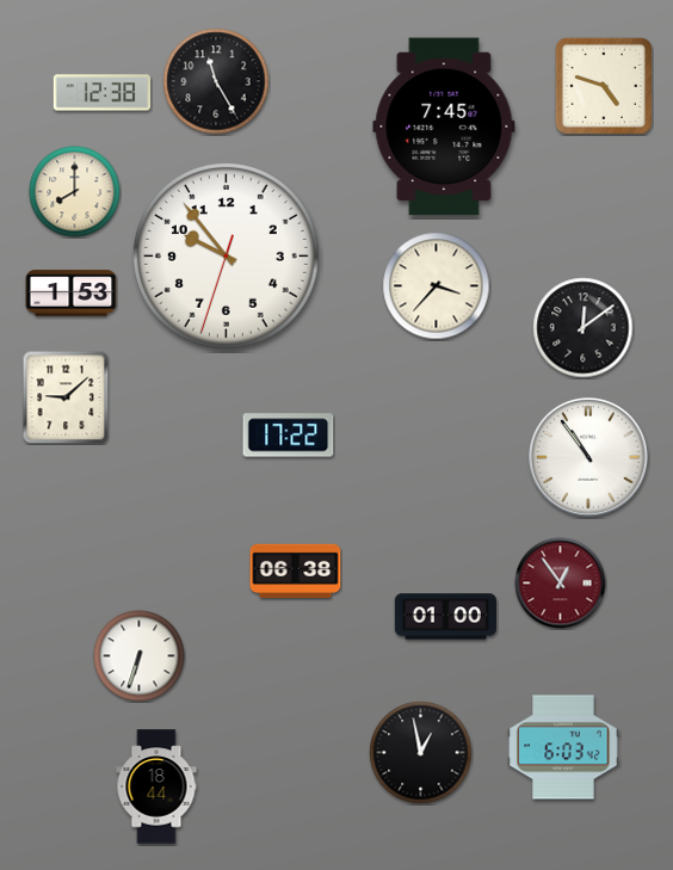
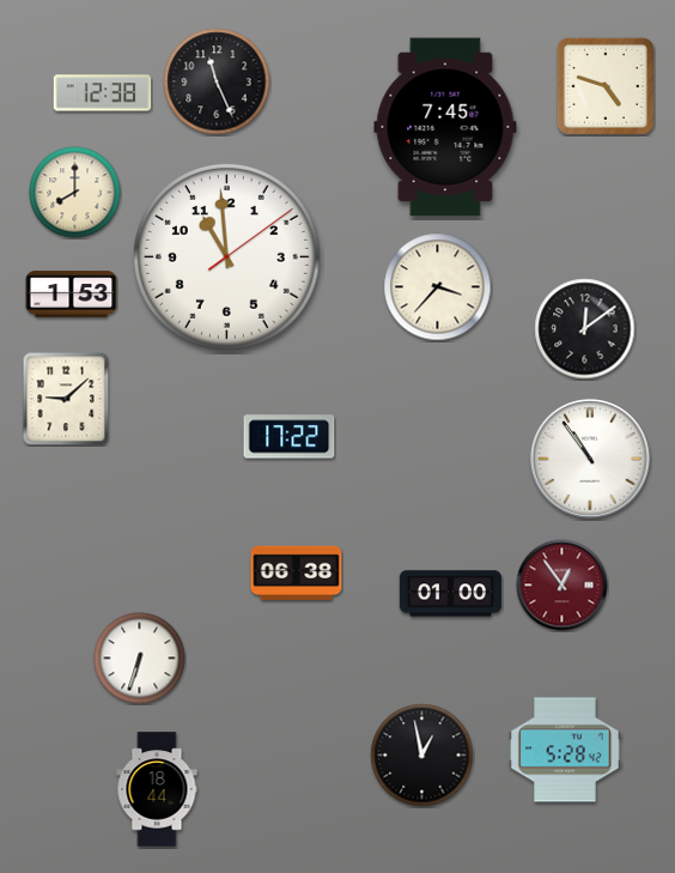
clock at (216, 81): 11:25 -> 11:26
clock at (226, 255): 9:53 -> 10:59
clock at (445, 617) position: (445, 617) -> (450, 594)
clock at (563, 747): 6:03 -> 5:28
